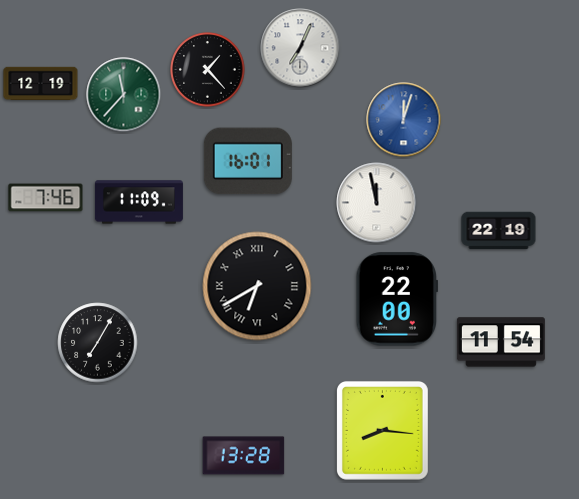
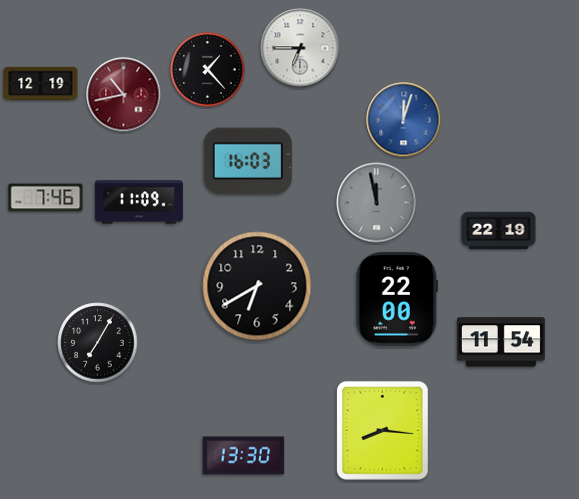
clock at (300, 48): 7:04 -> 6:45
clock at (124, 95): 11:37 -> 10:43
clock at (124, 95) dial: green -> burgundy
clock at (248, 161): 16:01 -> 16:03
clock at (377, 203) dial: white -> grey
clock at (257, 286) numerals: Roman -> Arabic
clock at (244, 456): 13:28 -> 13:30
